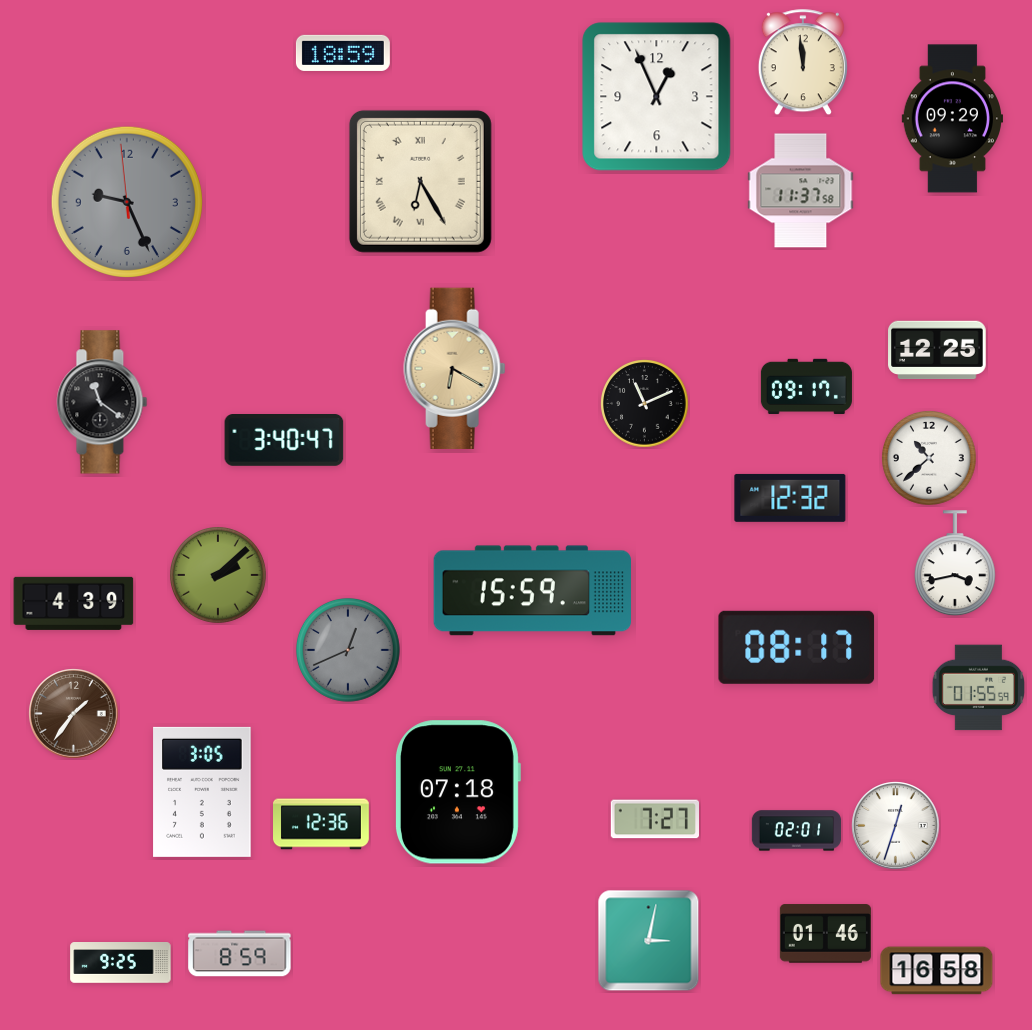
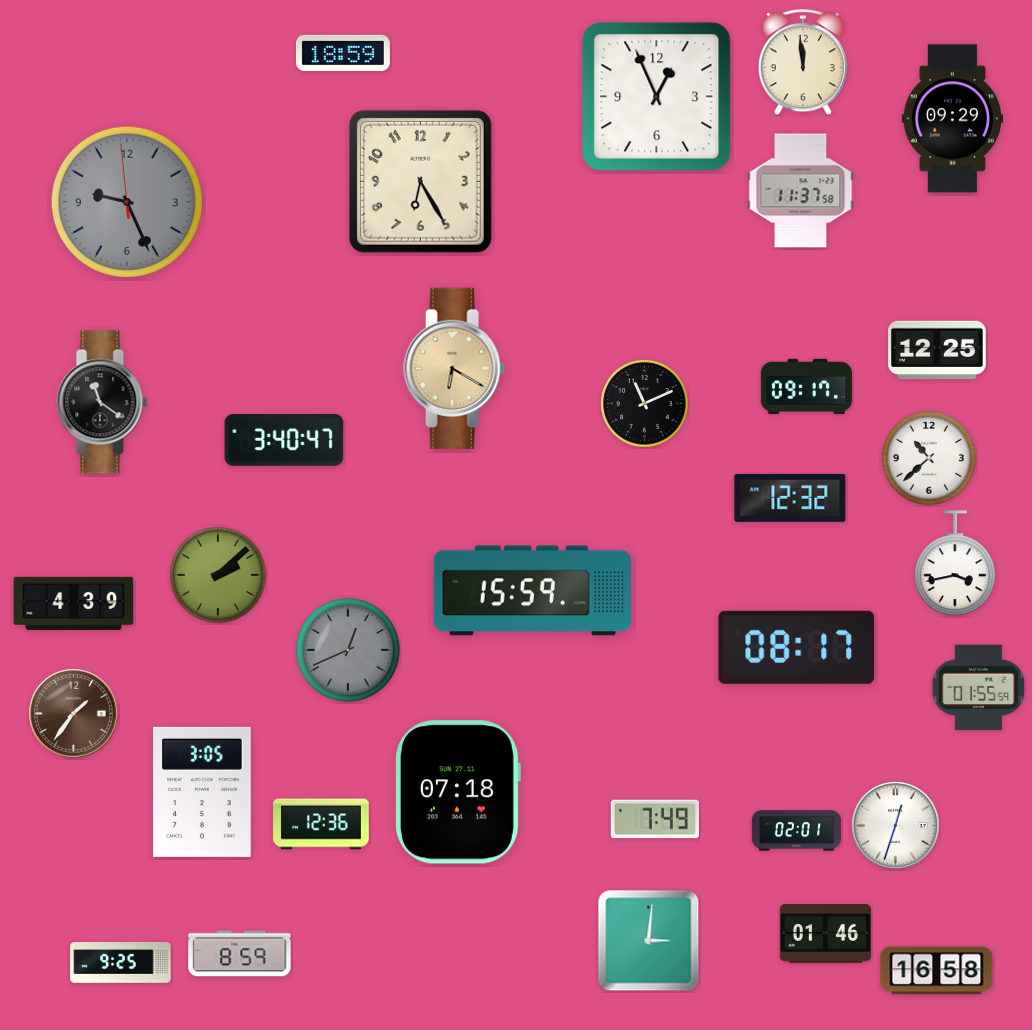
clock at (420, 181) numerals: Roman -> Arabic
clock at (654, 819): 7:27 -> 7:49
clock at (649, 941): 3:02 -> 3:01
